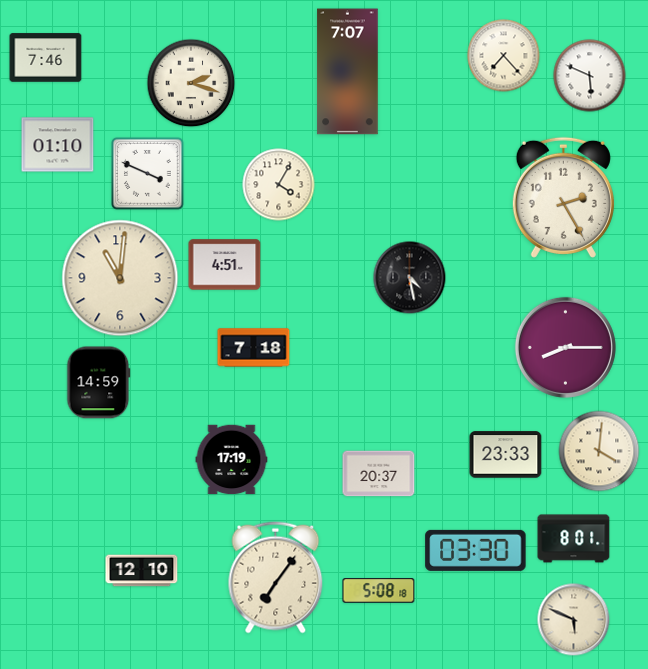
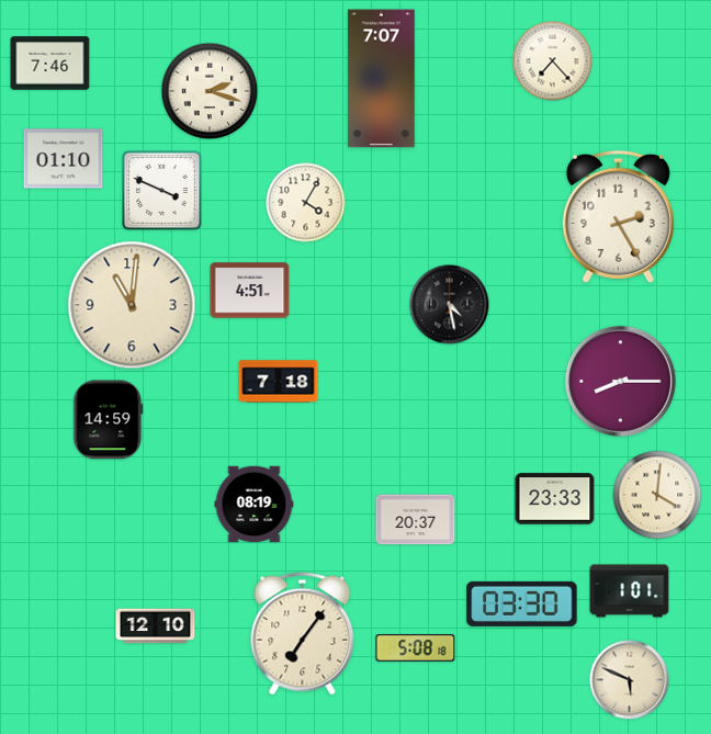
clock at (590, 76): 5:49 -> none
clock at (225, 265) position: (225, 265) -> (250, 291)
clock at (232, 460): 17:19 -> 08:19
clock at (574, 539): 8:01 -> 1:01
